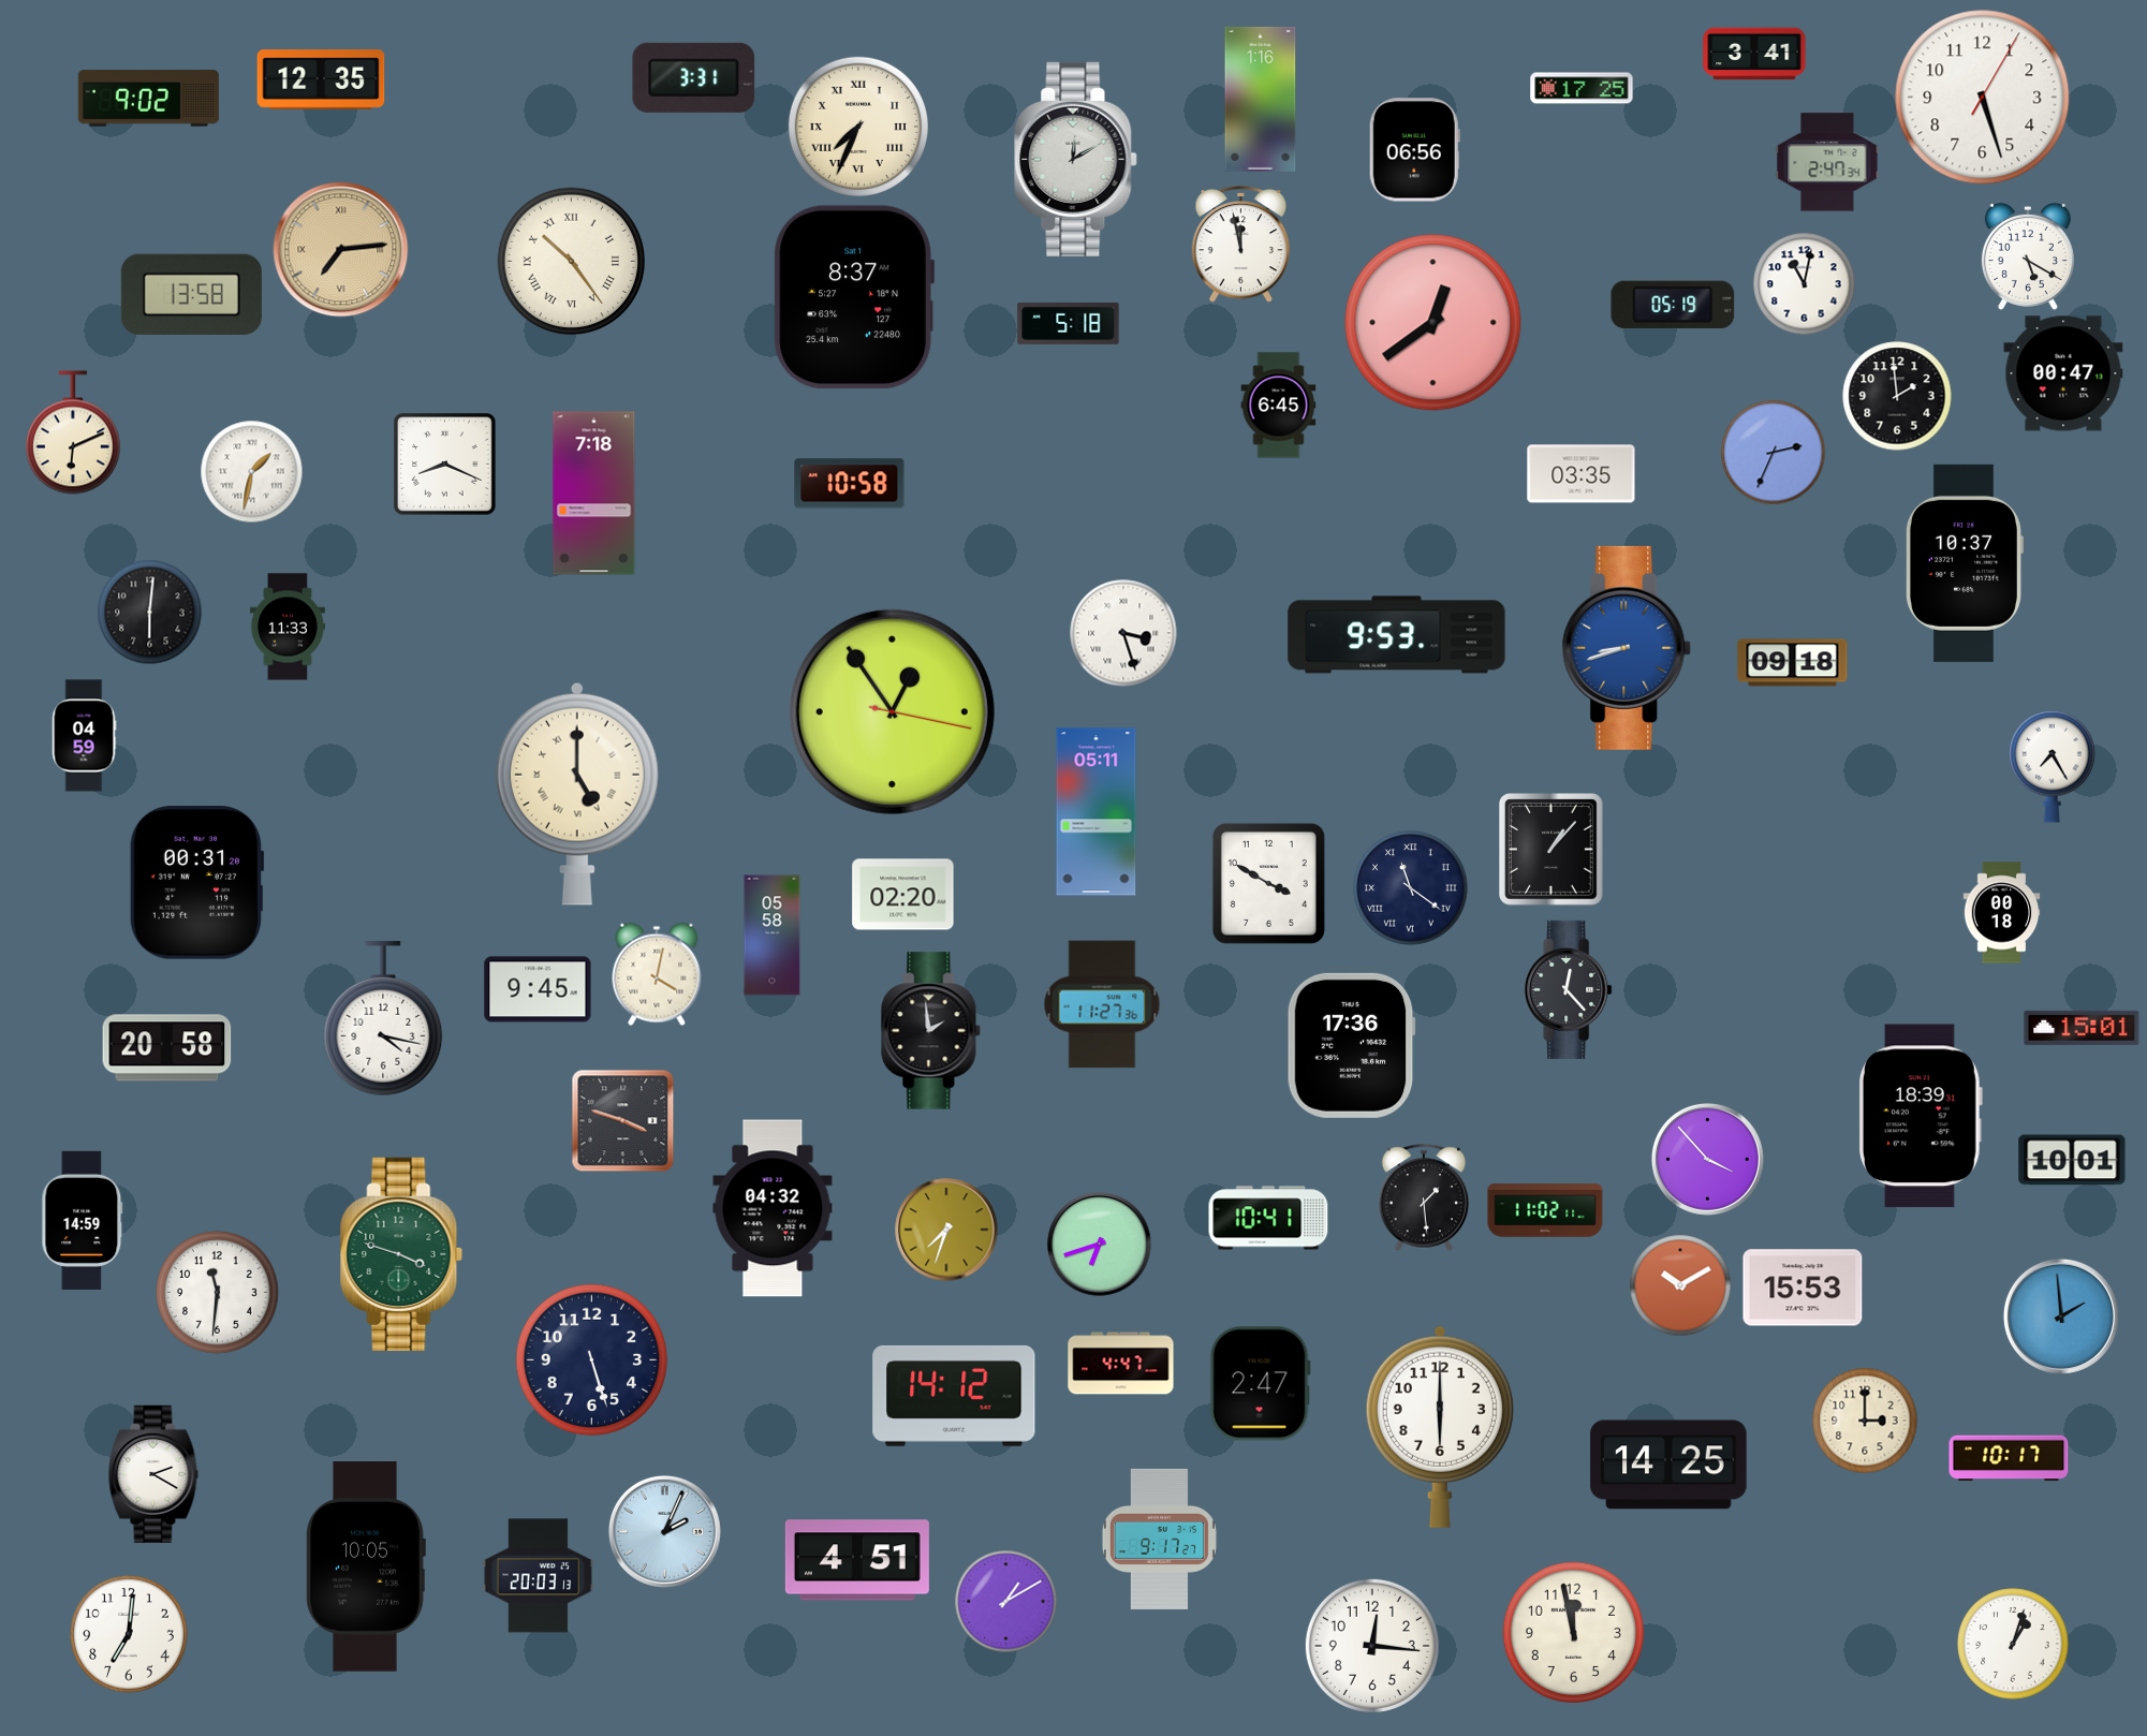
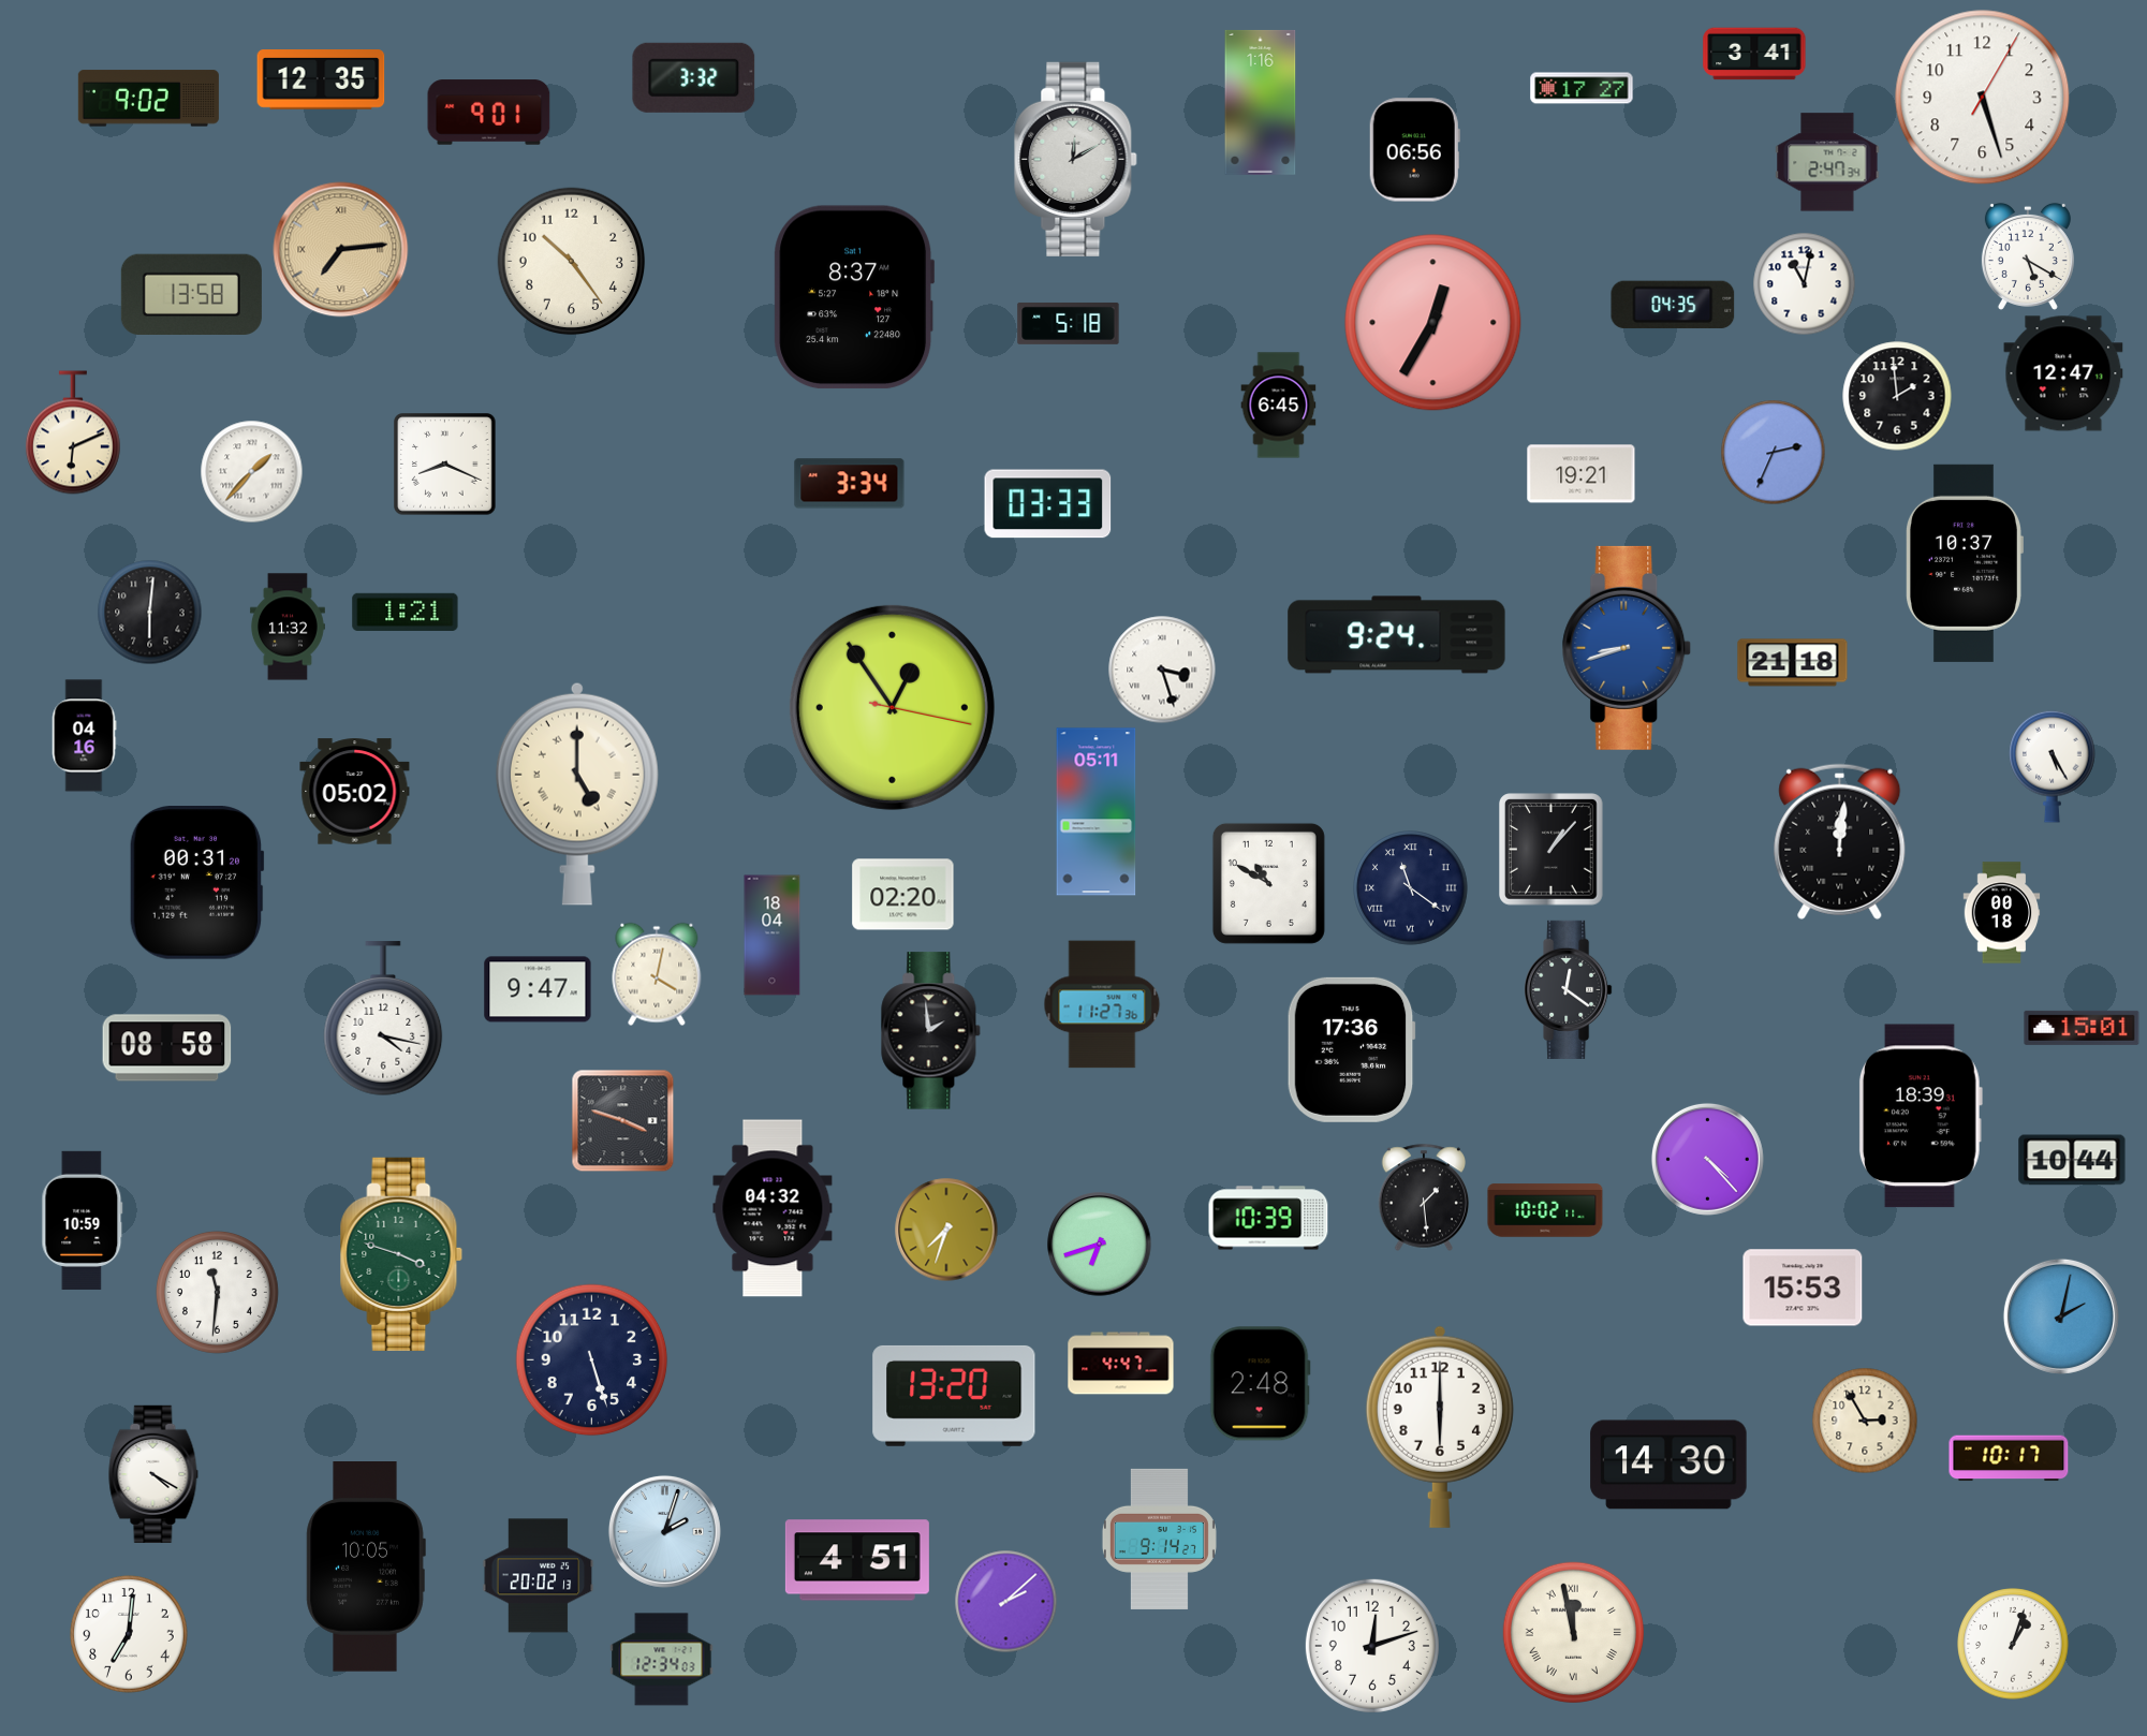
clock at (694, 77): 3:31 -> 3:32
clock at (1582, 88): 17:25 -> 17:27
clock at (1261, 99) position: (1261, 99) -> (1261, 102)
clock at (489, 113): none -> 9:01
clock at (858, 127): 7:34 -> none
clock at (1241, 245): 11:58 -> none
clock at (572, 262) numerals: Roman -> Arabic
clock at (1673, 304): 05:19 -> 04:35
clock at (1433, 323): 12:39 -> 12:35
clock at (2063, 373): 00:47 -> 12:47
clock at (251, 471): 1:32 -> 1:37
clock at (1582, 474): 03:35 -> 19:21
clock at (850, 484): 10:58 -> 3:34
clock at (594, 494): 7:18 -> none
clock at (1048, 504): none -> 03:33
clock at (406, 612): none -> 1:21
clock at (288, 627): 11:33 -> 11:32
clock at (1123, 633) position: (1123, 633) -> (1162, 670)
clock at (1397, 635): 9:53 -> 9:24
clock at (1793, 663): 09:18 -> 21:18
clock at (892, 711) position: (892, 711) -> (892, 707)
clock at (84, 736): 04:59 -> 04:16
clock at (2053, 766): 7:25 -> 5:25
clock at (355, 792): none -> 05:02
clock at (1840, 841): none -> 12:01
clock at (1268, 883): 3:50 -> 10:50
clock at (773, 936): 05:58 -> 18:04
clock at (538, 989): 9:45 -> 9:47
clock at (1569, 989): 12:23 -> 12:21
clock at (1351, 1045) position: (1351, 1045) -> (1351, 1049)
clock at (167, 1048): 20:58 -> 08:58
clock at (1707, 1159): 3:53 -> 4:23
clock at (2072, 1160): 10:01 -> 10:44
clock at (1545, 1210): 11:02 -> 10:02
clock at (1268, 1218): 10:41 -> 10:39
clock at (83, 1220): 14:59 -> 10:59
clock at (1680, 1285): 10:10 -> none
clock at (2061, 1316): 1:59 -> 2:02
clock at (1260, 1384): 2:47 -> 2:48
clock at (954, 1396): 14:12 -> 13:20
clock at (1865, 1421): 3:00 -> 2:55
clock at (1668, 1465): 14:25 -> 14:30
clock at (153, 1474): 2:20 -> 4:20
clock at (664, 1531): 2:04 -> 2:03
clock at (1159, 1539): 9:17 -> 9:14
clock at (539, 1576): 20:03 -> 20:02
clock at (1005, 1601): 1:10 -> 2:08
clock at (1573, 1632) numerals: Arabic -> Roman
clock at (1372, 1646): 12:16 -> 12:12
clock at (662, 1660): none -> 12:34
